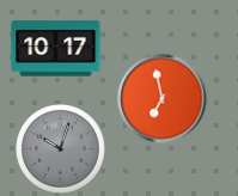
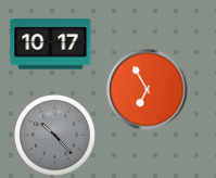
clock at (163, 99): 6:58 -> 6:55
clock at (61, 149): 10:03 -> 10:23
